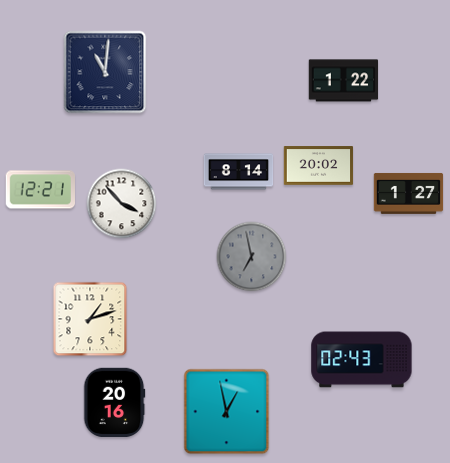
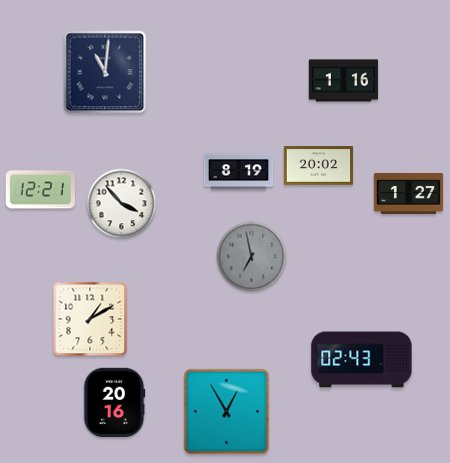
clock at (344, 81): 1:22 -> 1:16
clock at (239, 172): 8:14 -> 8:19
clock at (90, 319): 1:12 -> 1:10
clock at (227, 412): 12:58 -> 12:55
